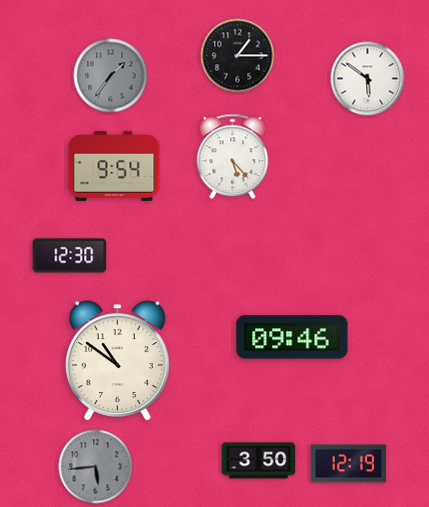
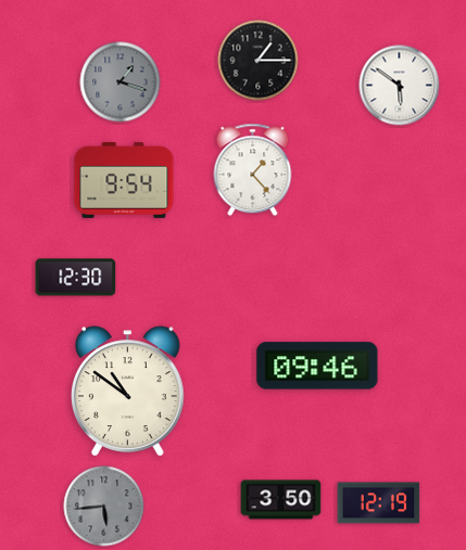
clock at (111, 76): 1:36 -> 1:18
clock at (233, 157): 5:23 -> 1:23
